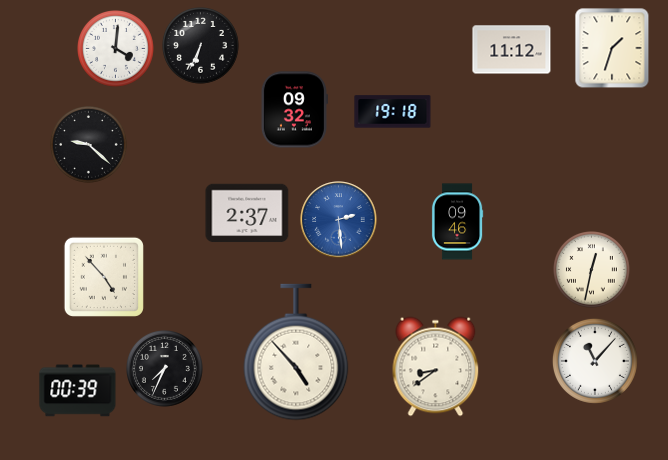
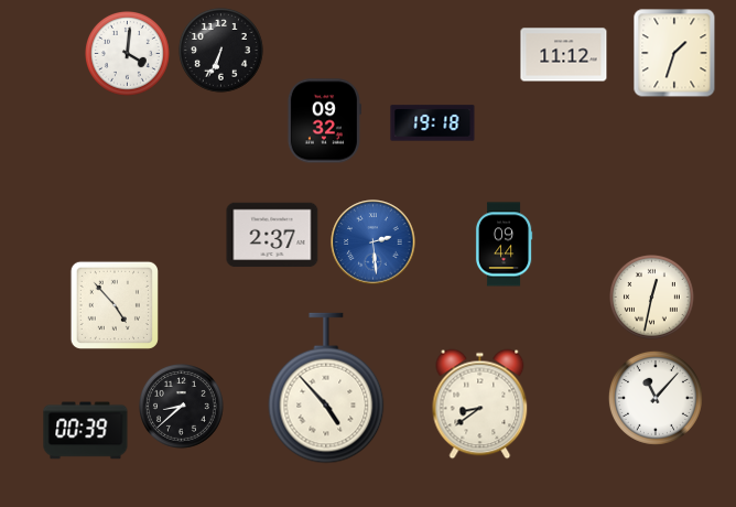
clock at (89, 145): 9:22 -> none
clock at (457, 222): 09:46 -> 09:44
clock at (165, 369): 7:34 -> 8:38
